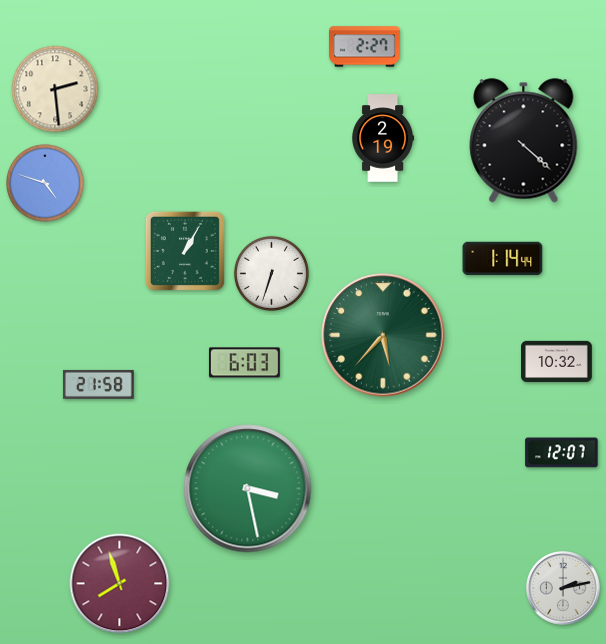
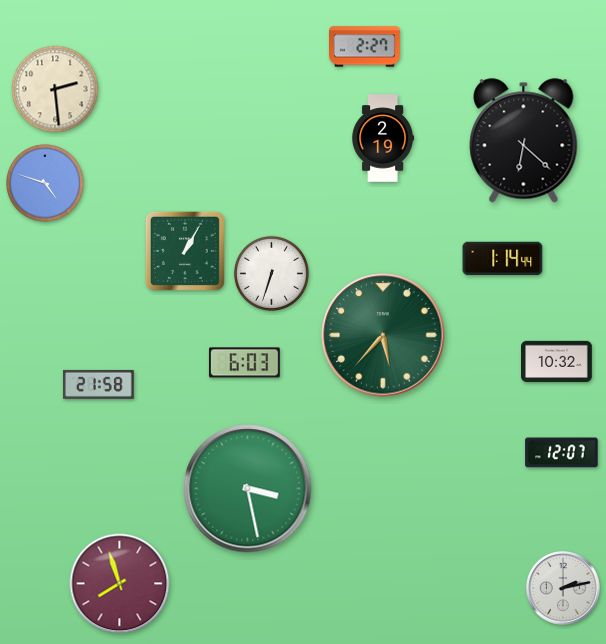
clock at (524, 141): 4:22 -> 6:22
